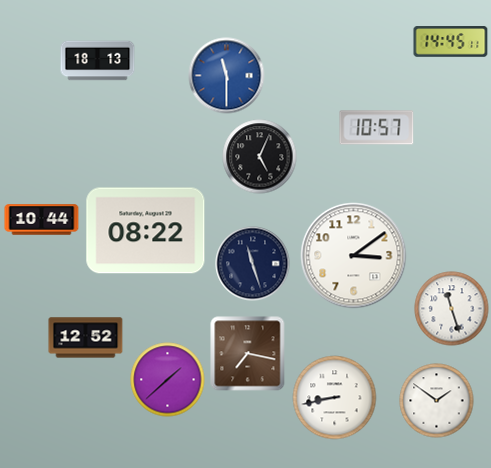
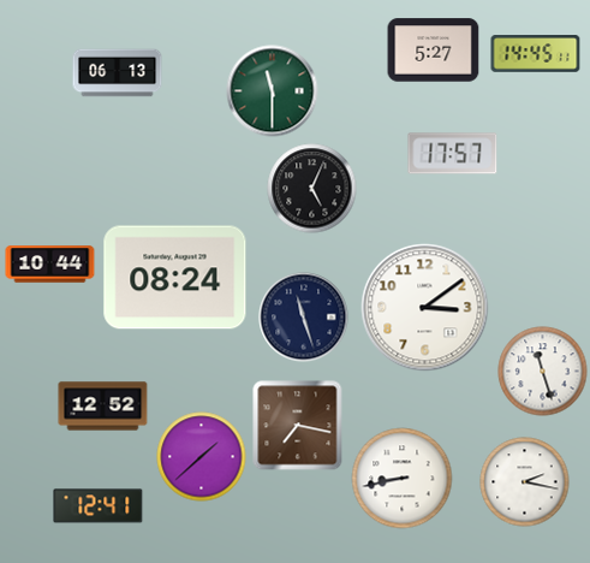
clock at (434, 51): none -> 5:27
clock at (451, 42) position: (451, 42) -> (536, 54)
clock at (98, 61): 18:13 -> 06:13
clock at (227, 76) dial: blue -> green
clock at (377, 128): 10:57 -> 17:57
clock at (146, 231): 08:22 -> 08:24
clock at (437, 401): 1:51 -> 2:17
clock at (99, 506): none -> 12:41
